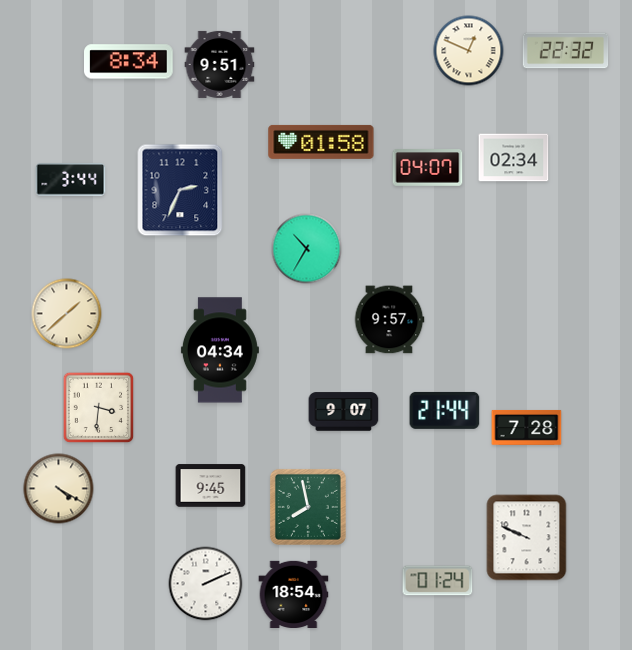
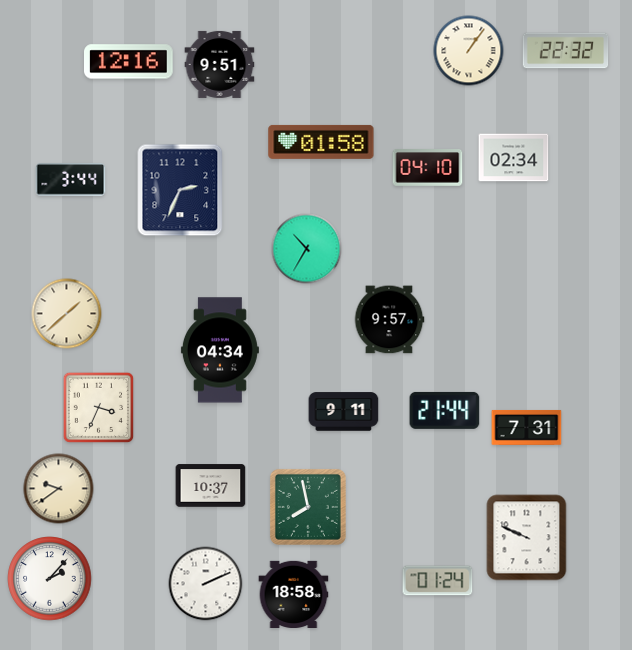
clock at (469, 51): 12:49 -> 1:06
clock at (129, 62): 8:34 -> 12:16
clock at (428, 168): 04:07 -> 04:10
clock at (99, 408): 3:31 -> 3:34
clock at (344, 412): 9:07 -> 9:11
clock at (527, 427): 7:28 -> 7:31
clock at (211, 486): 9:45 -> 10:37
clock at (59, 489): 4:20 -> 9:39
clock at (50, 579): none -> 2:07
clock at (294, 594): 18:54 -> 18:58
